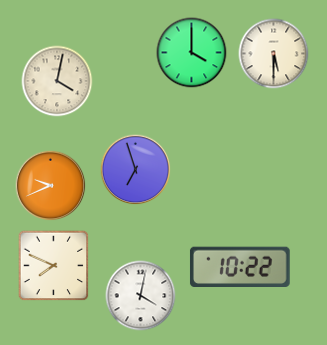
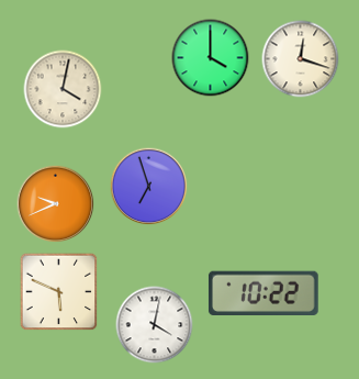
clock at (274, 54): 5:30 -> 12:18
clock at (54, 266): 7:49 -> 5:49
